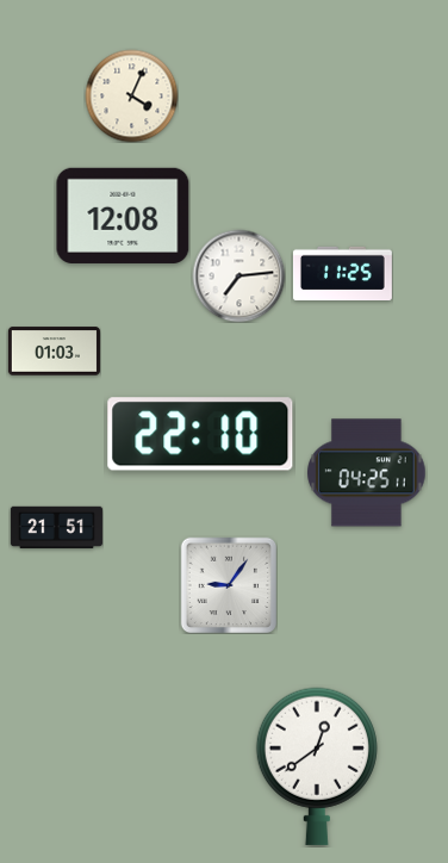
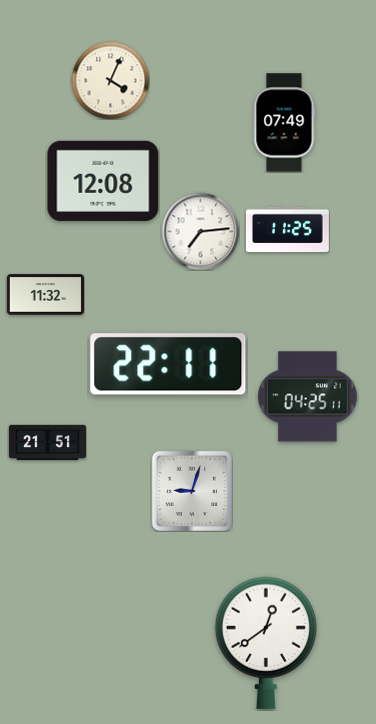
clock at (284, 123): none -> 07:49
clock at (54, 352): 01:03 -> 11:32
clock at (200, 434): 22:10 -> 22:11
clock at (229, 585): 9:06 -> 9:03
